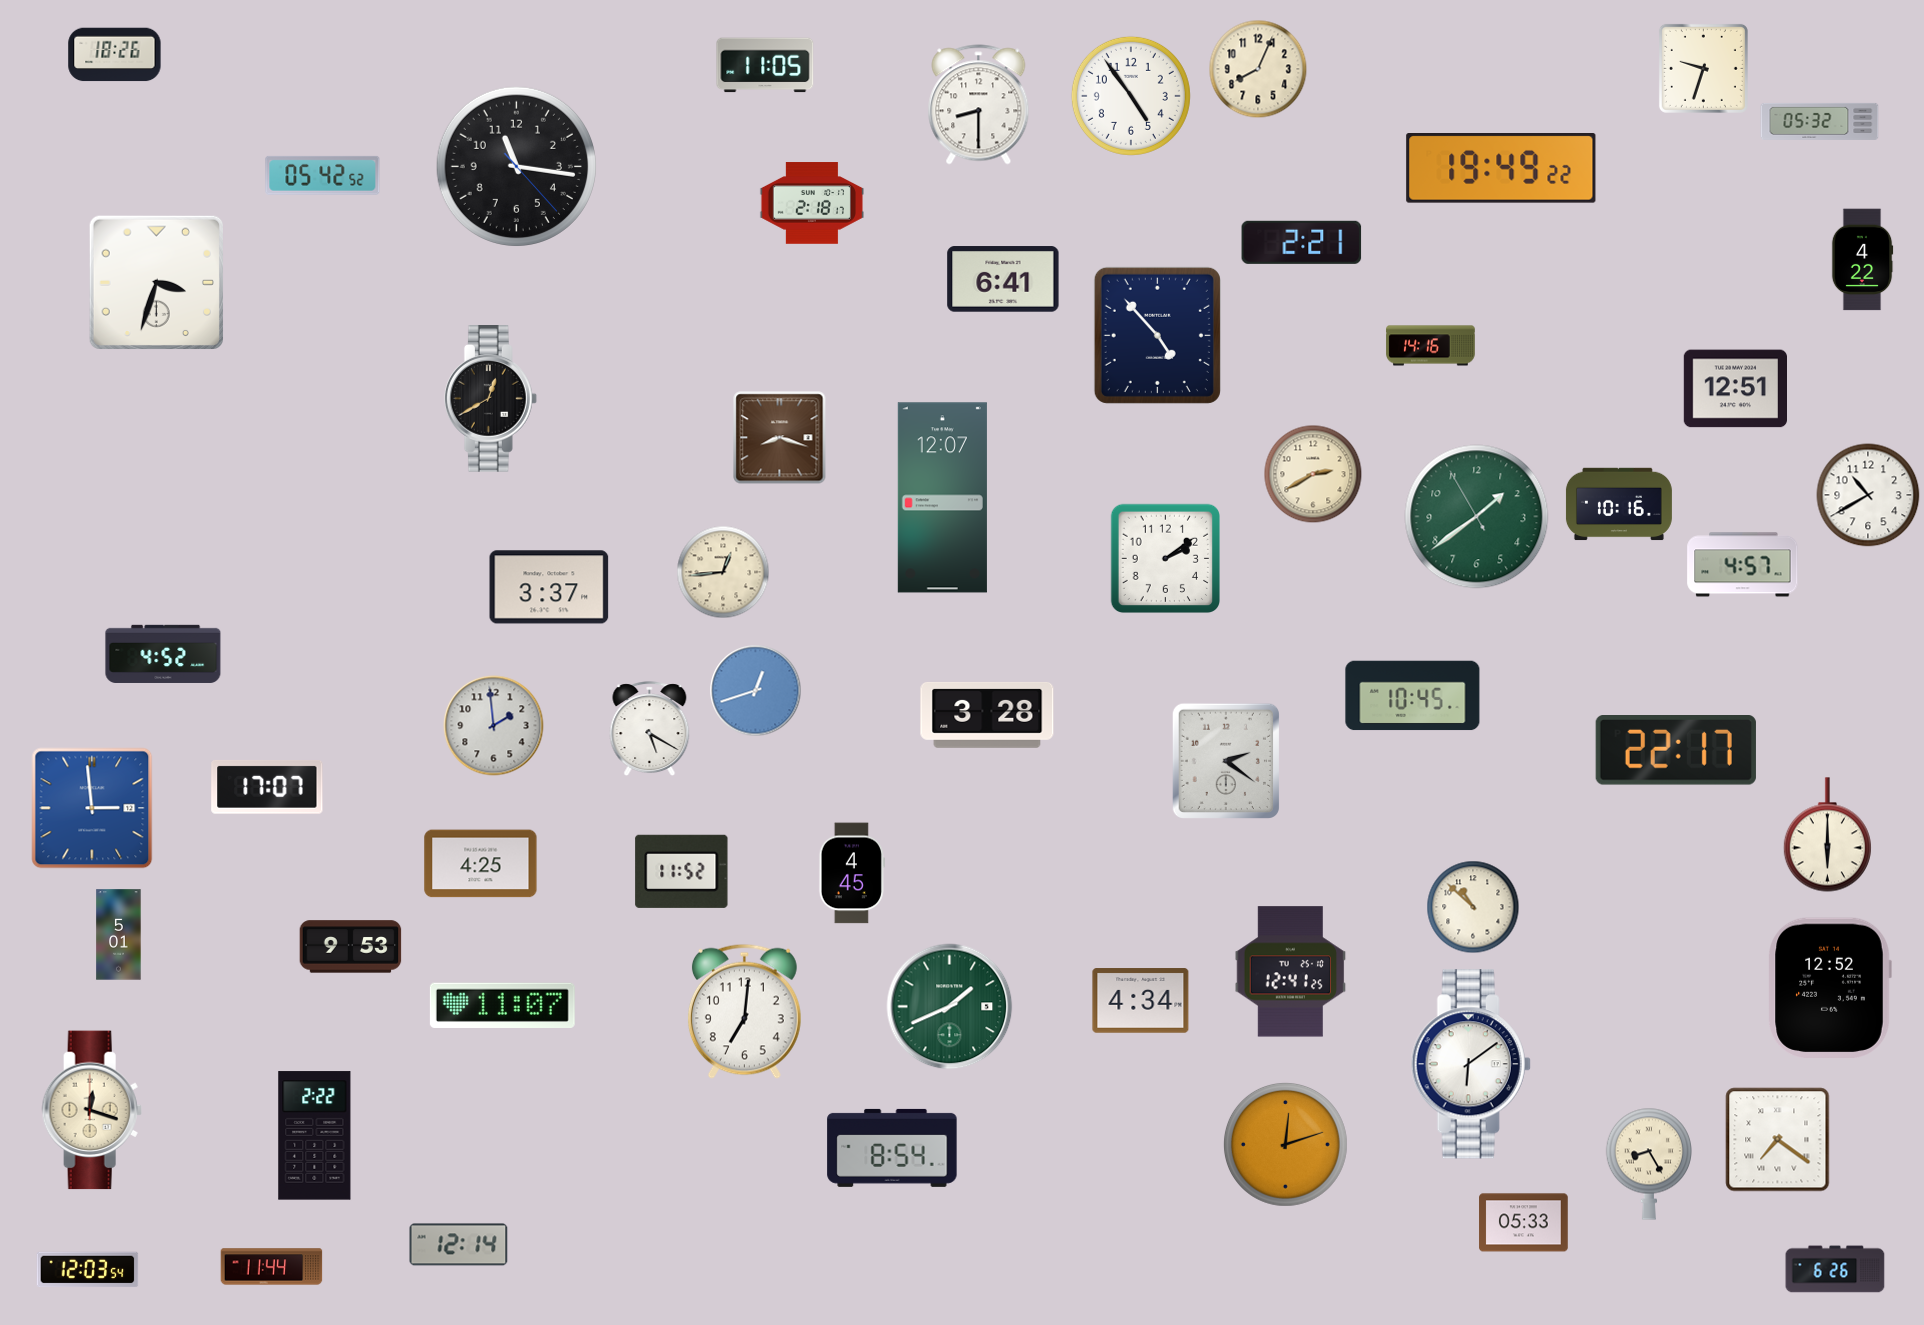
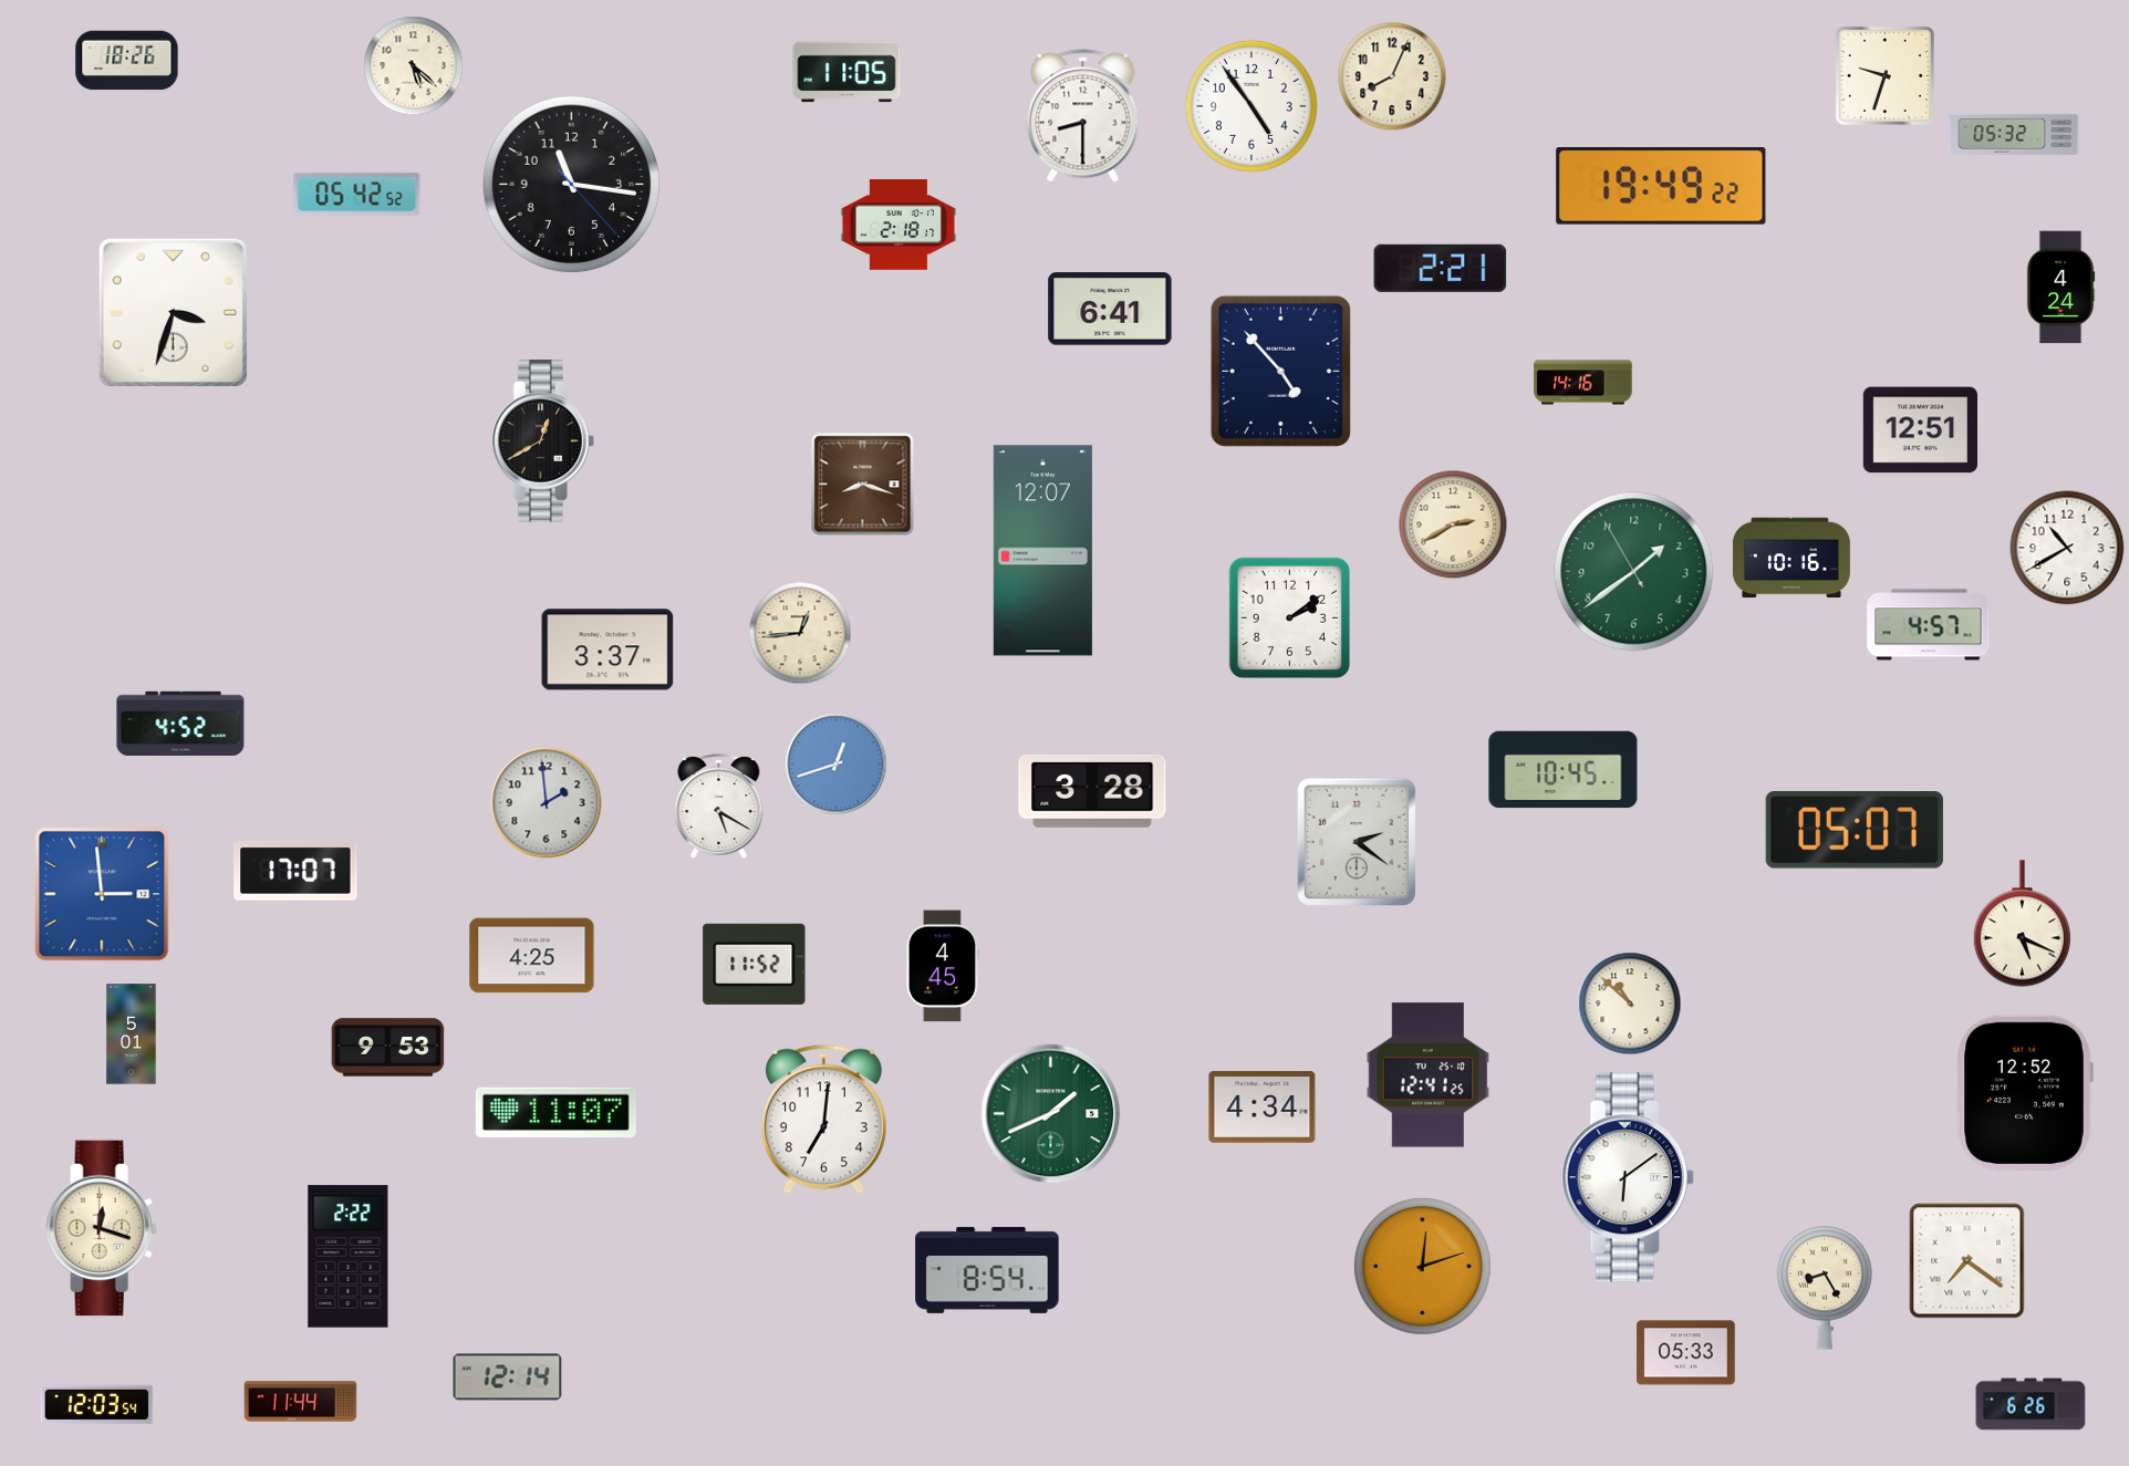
clock at (414, 66): none -> 5:22
clock at (1862, 260): 4:22 -> 4:24
clock at (1676, 750): 22:17 -> 05:07
clock at (1827, 835): 6:00 -> 5:19
